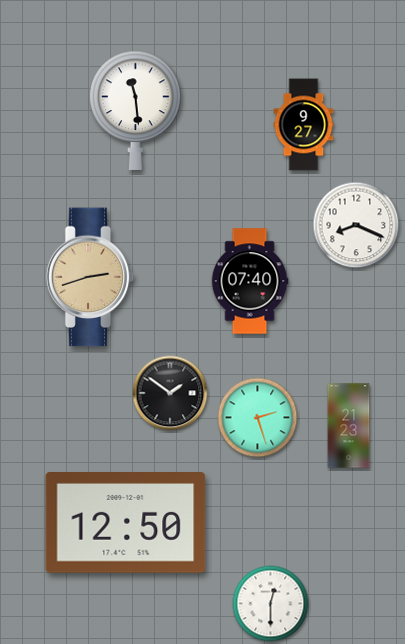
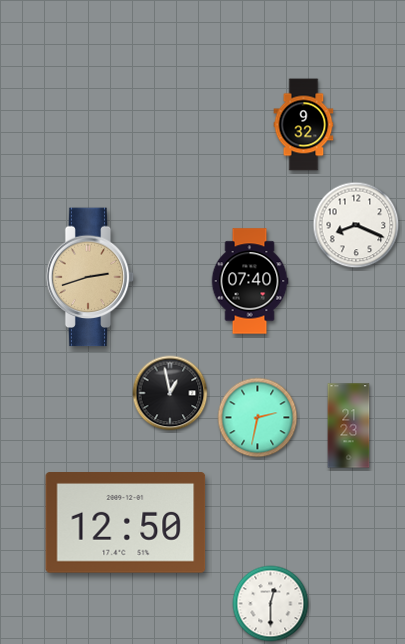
clock at (136, 110): 11:29 -> none
clock at (304, 125): 9:27 -> 9:32
clock at (170, 393): 1:51 -> 12:58
clock at (258, 418): 2:27 -> 2:32
